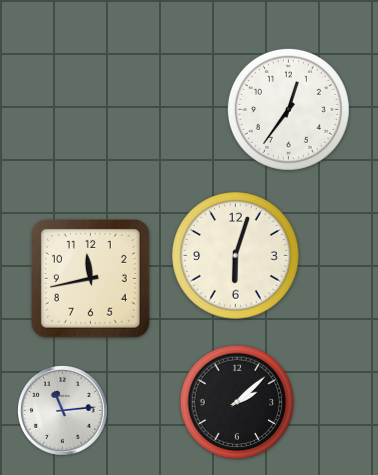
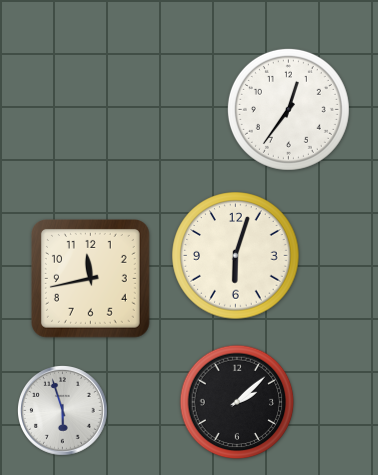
clock at (63, 411): 11:14 -> 5:57
